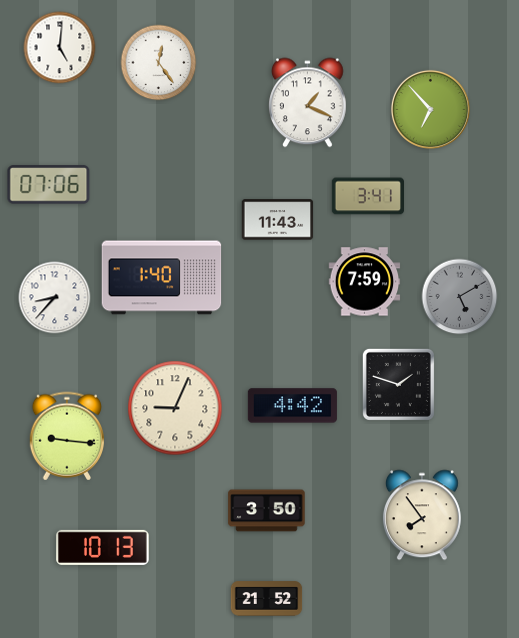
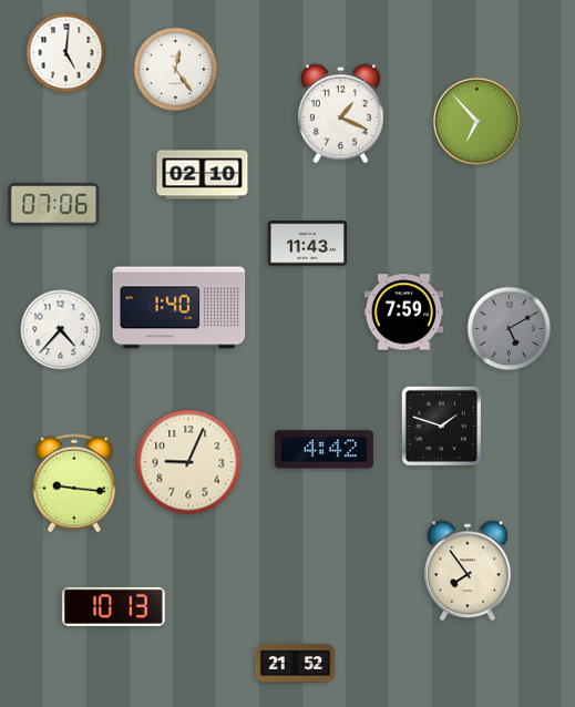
clock at (203, 175): none -> 02:10
clock at (367, 196): 3:41 -> none
clock at (55, 298): 8:37 -> 4:37
clock at (175, 408) position: (175, 408) -> (188, 462)
clock at (267, 511): 3:50 -> none
